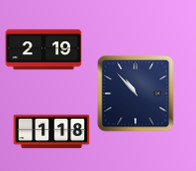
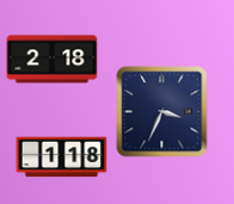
clock at (44, 50): 2:19 -> 2:18
clock at (136, 94): 10:53 -> 3:34
